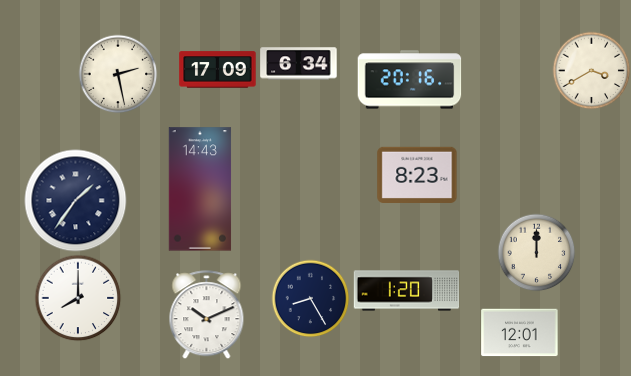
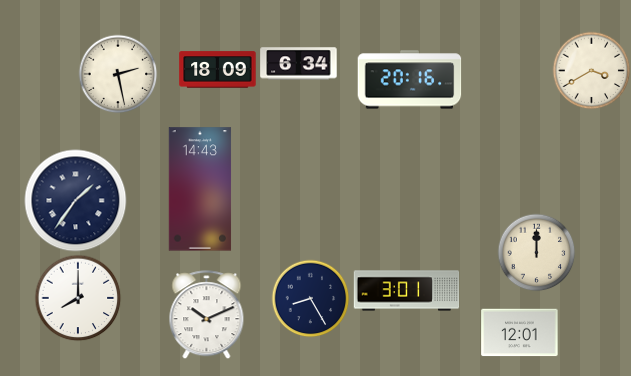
clock at (218, 70): 17:09 -> 18:09
clock at (417, 174): 8:23 -> none
clock at (407, 291): 1:20 -> 3:01
